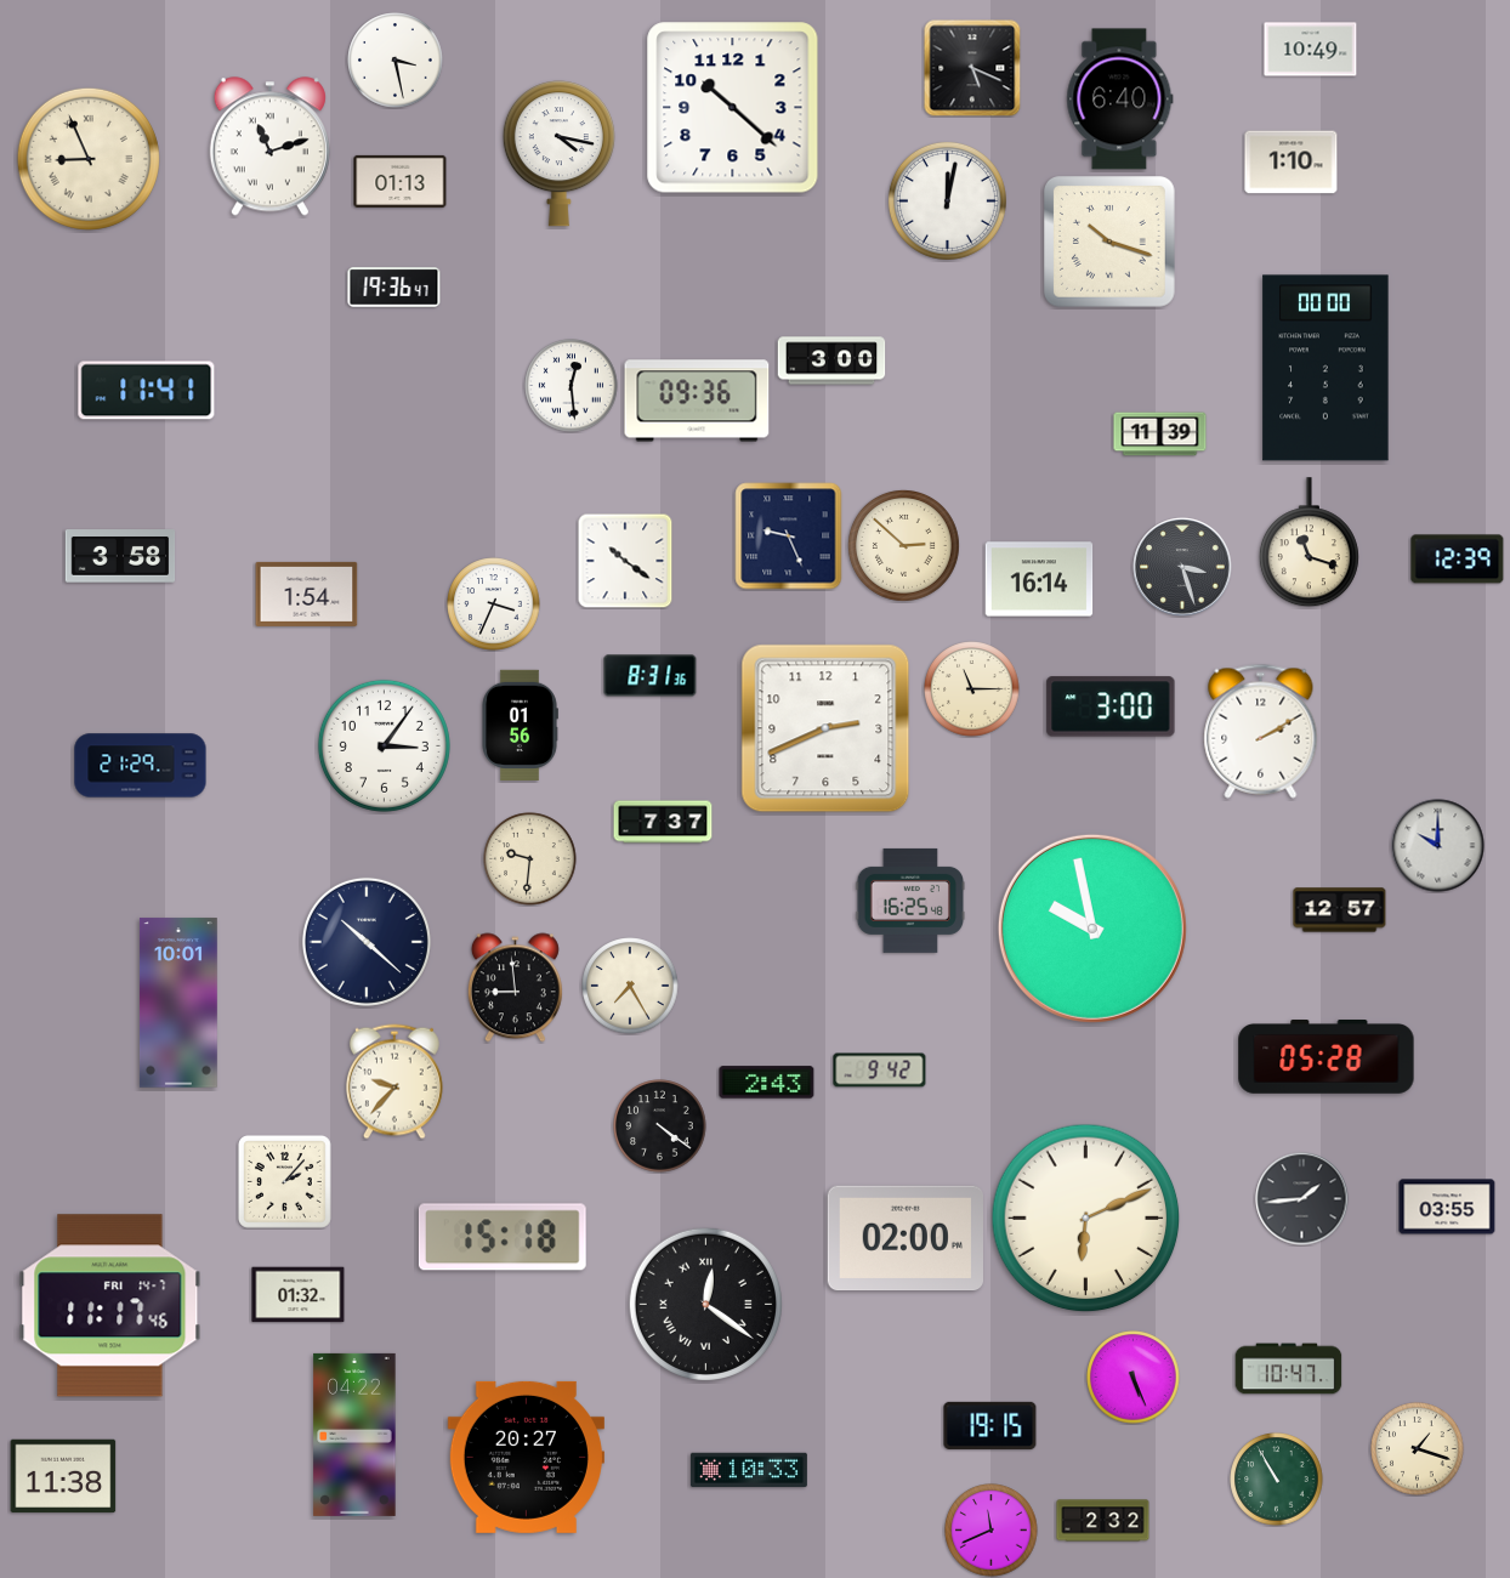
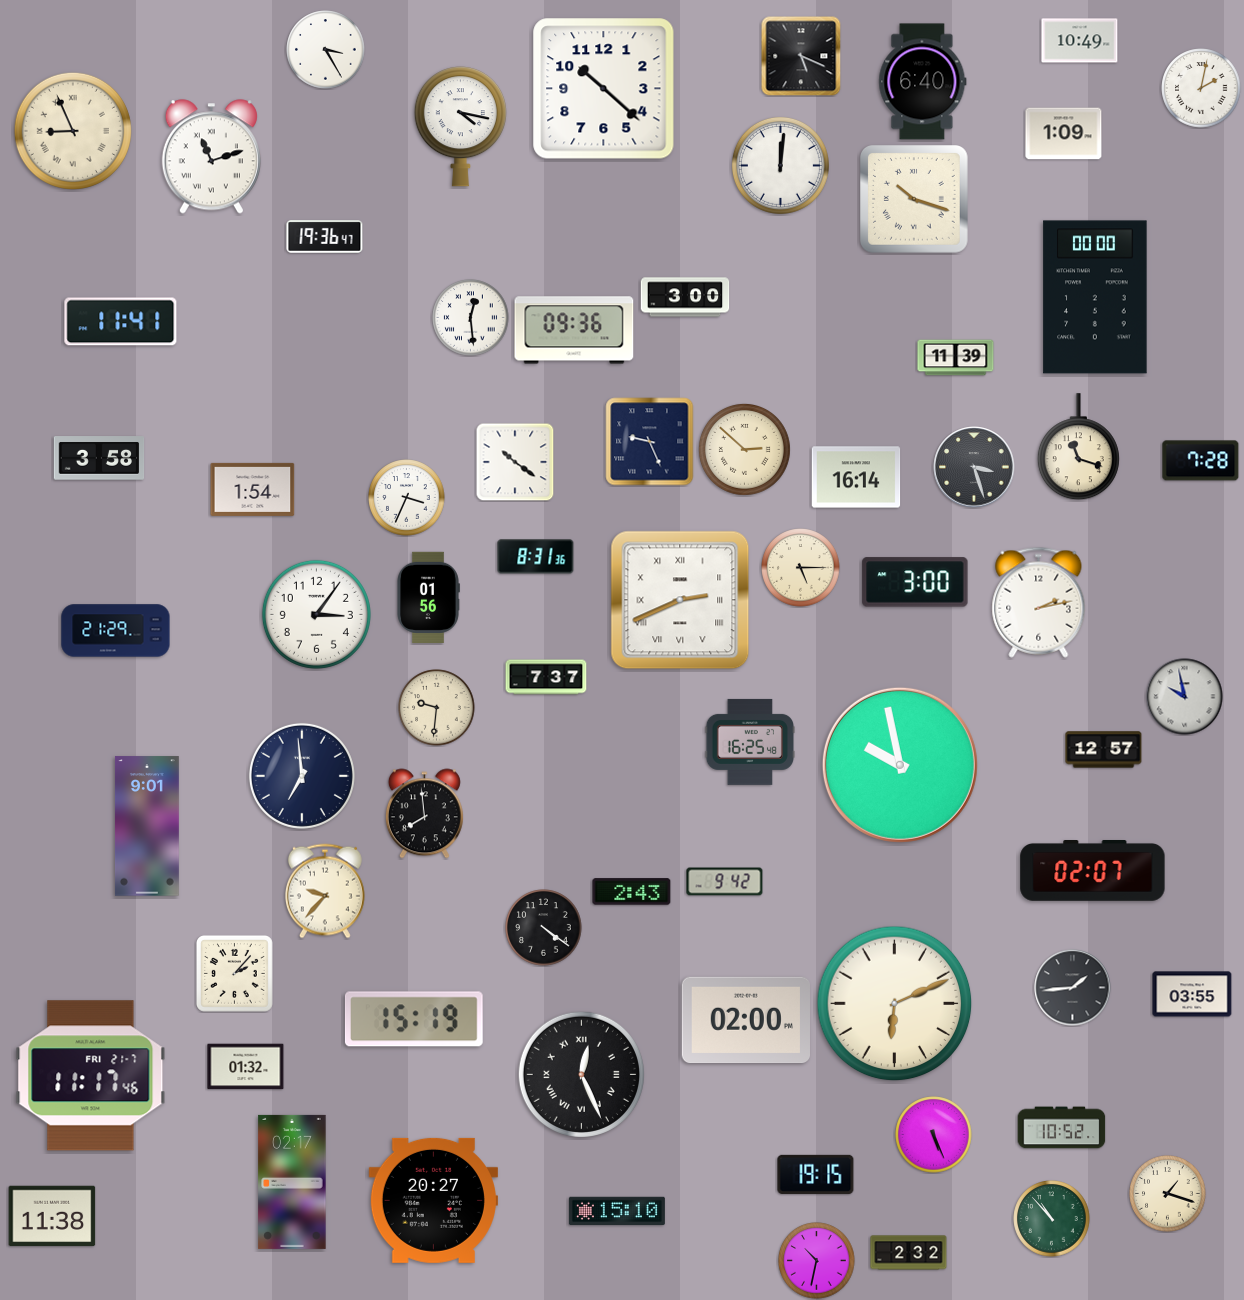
clock at (396, 61): 3:28 -> 3:25
clock at (1201, 88): none -> 2:02
clock at (269, 147) position: (269, 147) -> (211, 157)
clock at (1292, 163): 1:10 -> 1:09
clock at (401, 181): 01:13 -> none
clock at (947, 200): 12:02 -> 12:01
clock at (1325, 368) position: (1325, 368) -> (1095, 297)
clock at (1458, 560): 12:39 -> 7:28
clock at (972, 689): 11:15 -> 5:15
clock at (825, 728) numerals: Arabic -> Roman
clock at (1261, 731): 2:10 -> 2:13
clock at (1438, 846): 10:00 -> 9:58
clock at (367, 942): 10:22 -> 6:59
clock at (630, 986): 7:25 -> none
clock at (515, 988): 8:59 -> 7:59
clock at (178, 1003): 10:01 -> 9:01
clock at (1327, 1057): 05:28 -> 02:07
clock at (503, 1237): 15:18 -> 15:19
clock at (705, 1304): 12:21 -> 12:26
clock at (110, 1306) date: FRI 14-7 -> FRI 21-7
clock at (1289, 1369): 10:47 -> 10:52
clock at (354, 1435): 04:22 -> 02:17
clock at (749, 1470): 10:33 -> 15:10
clock at (1277, 1480): 10:55 -> 10:53
clock at (992, 1531): 11:41 -> 10:32
